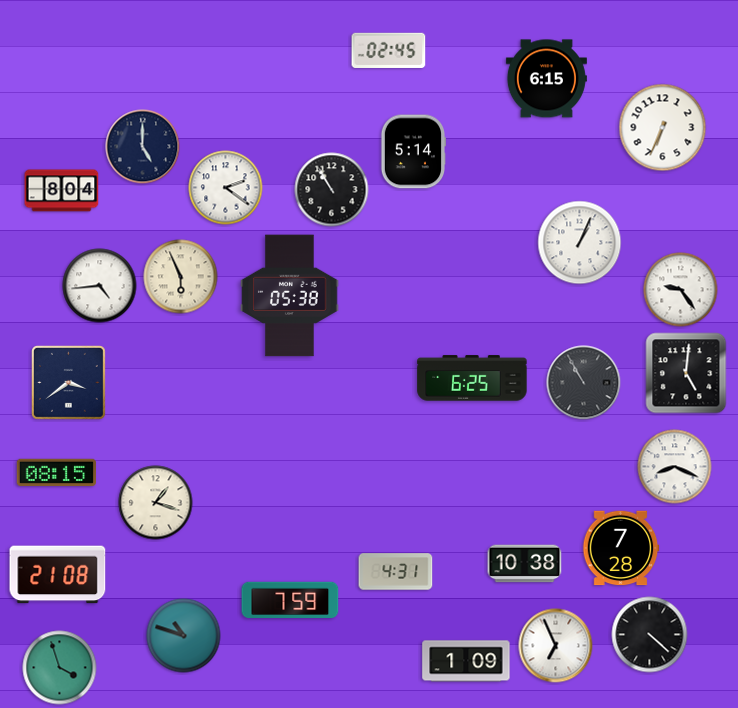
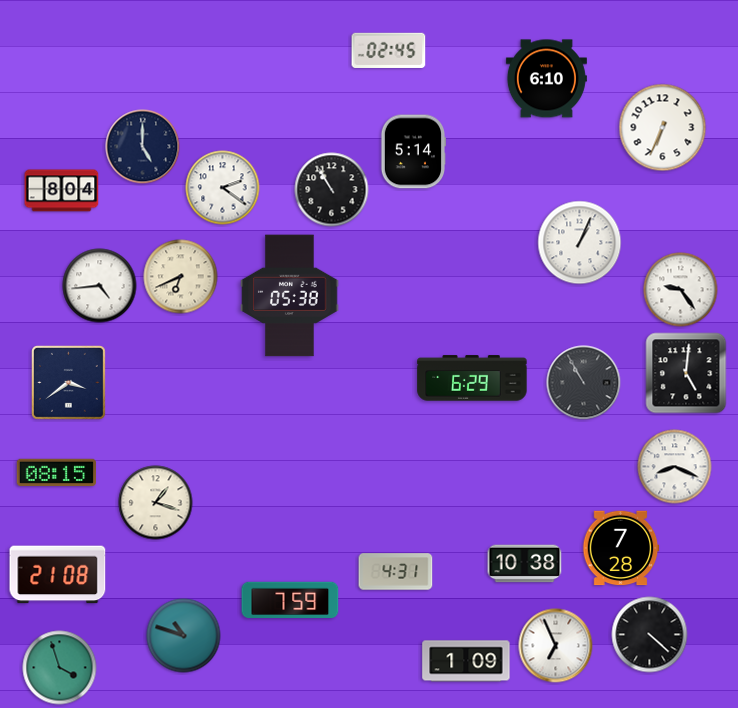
clock at (546, 79): 6:15 -> 6:10
clock at (226, 188) position: (226, 188) -> (223, 188)
clock at (181, 277): 5:56 -> 6:41
clock at (472, 378): 6:25 -> 6:29
